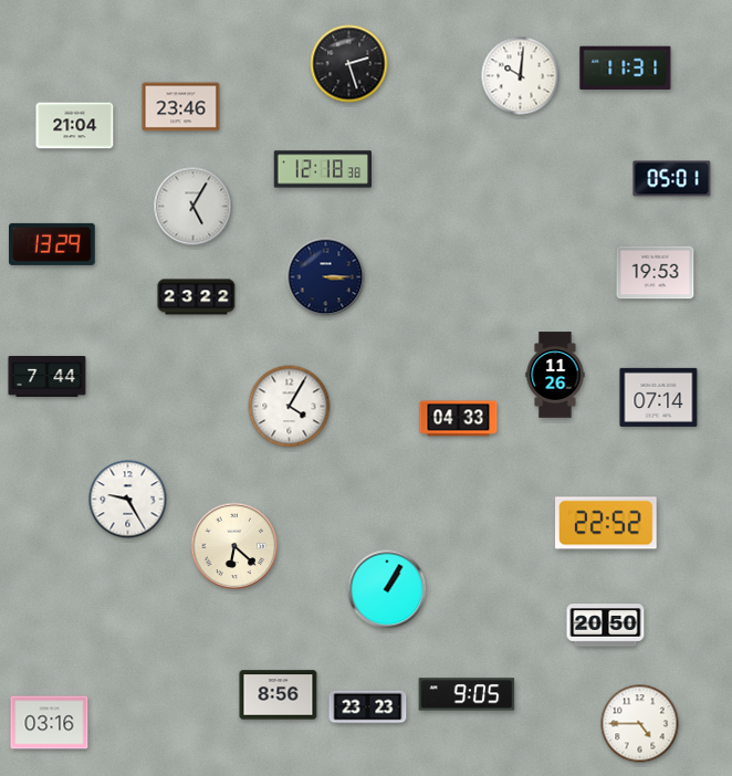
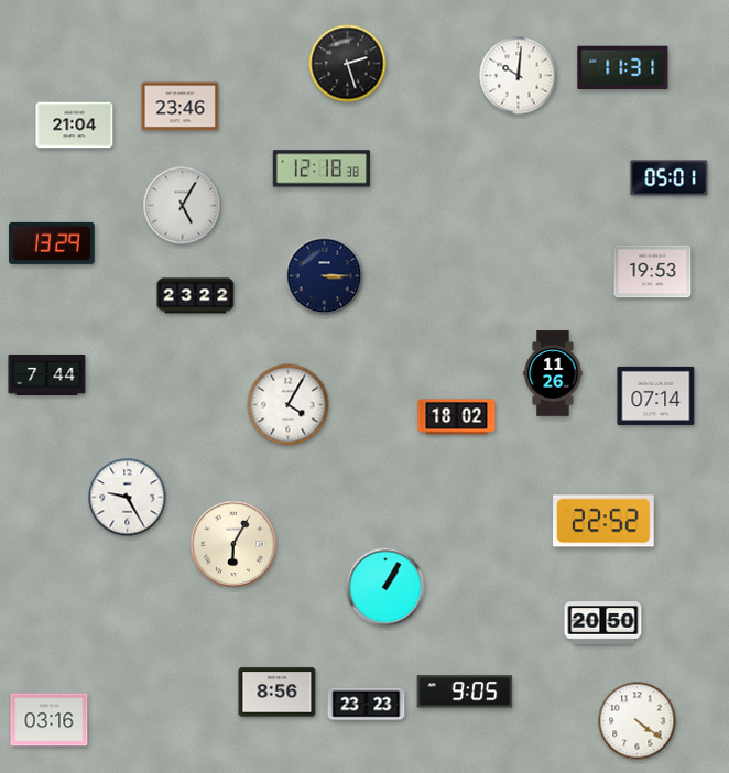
clock at (194, 207) position: (194, 207) -> (183, 206)
clock at (459, 419): 04:33 -> 18:02
clock at (234, 546): 6:22 -> 6:05
clock at (640, 724): 4:45 -> 4:21
